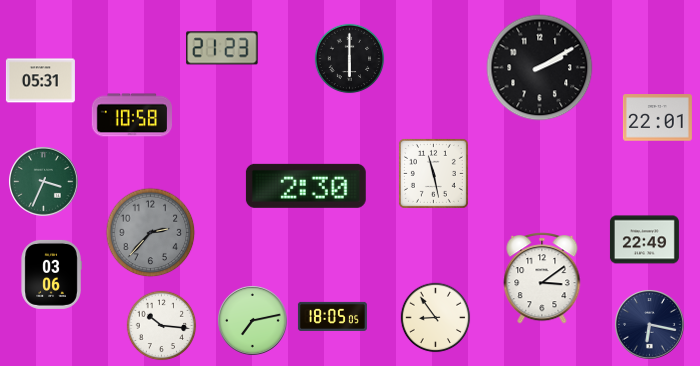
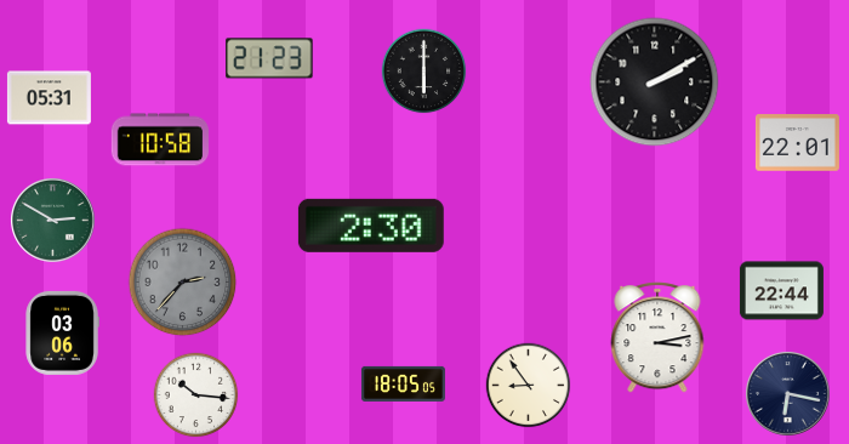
clock at (433, 173): 11:28 -> none
clock at (44, 182): 3:34 -> 2:50
clock at (644, 240): 22:49 -> 22:44
clock at (542, 278): 3:09 -> 3:13
clock at (253, 321): 7:13 -> none
